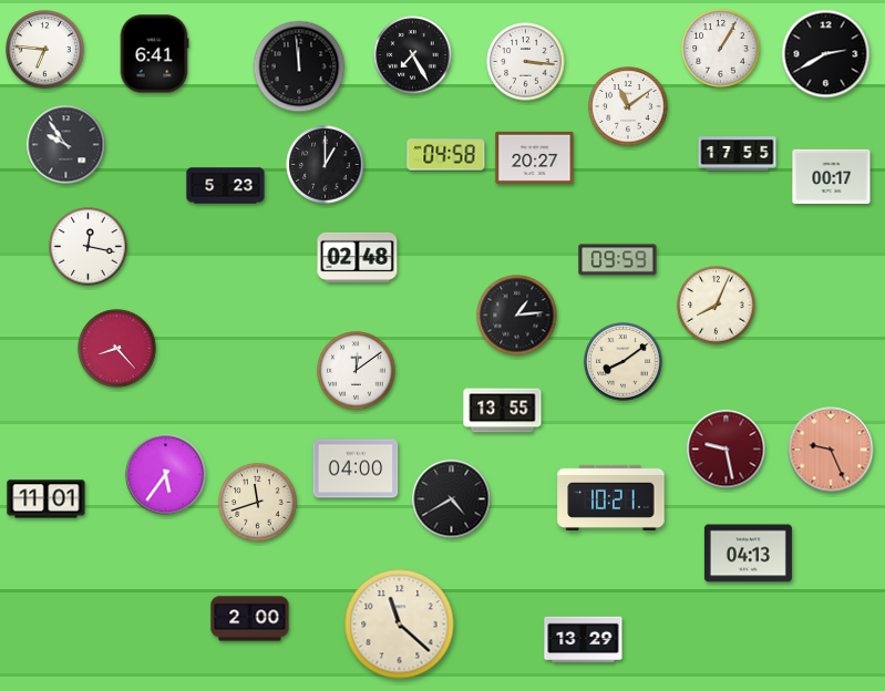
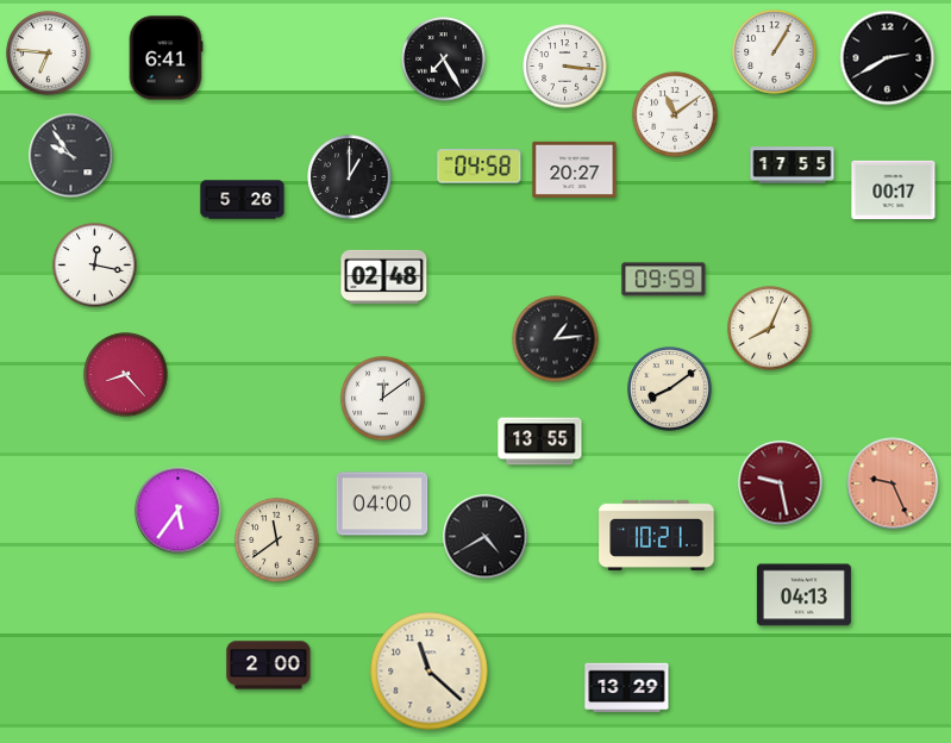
clock at (299, 66): 11:59 -> none
clock at (226, 186): 5:23 -> 5:26
clock at (47, 499): 11:01 -> none
clock at (258, 503): 11:42 -> 11:39
